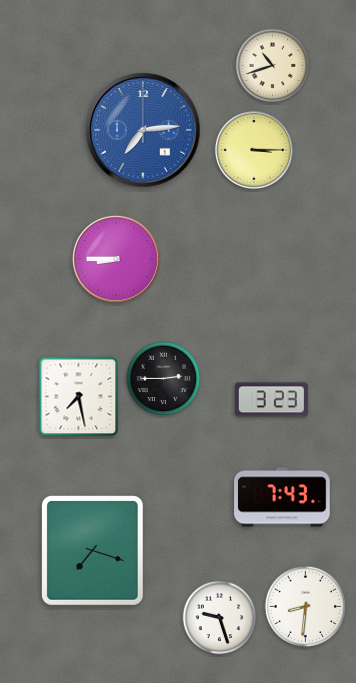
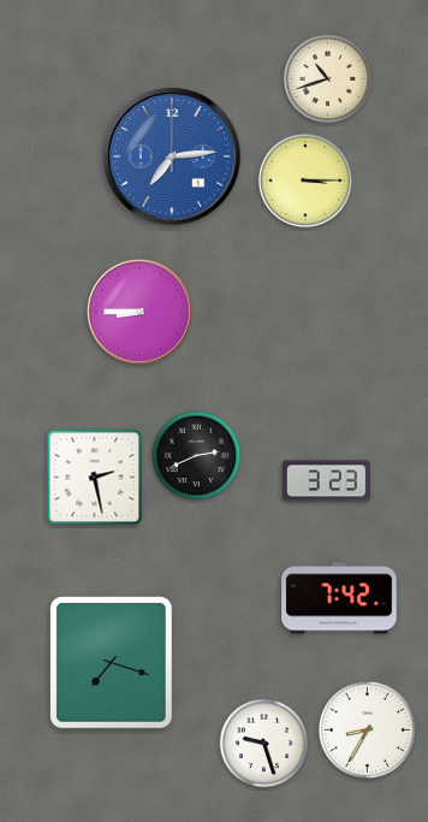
clock at (164, 379): 2:45 -> 2:41
clock at (79, 397): 7:28 -> 2:28
clock at (282, 497): 7:43 -> 7:42
clock at (306, 607): 8:31 -> 8:35
